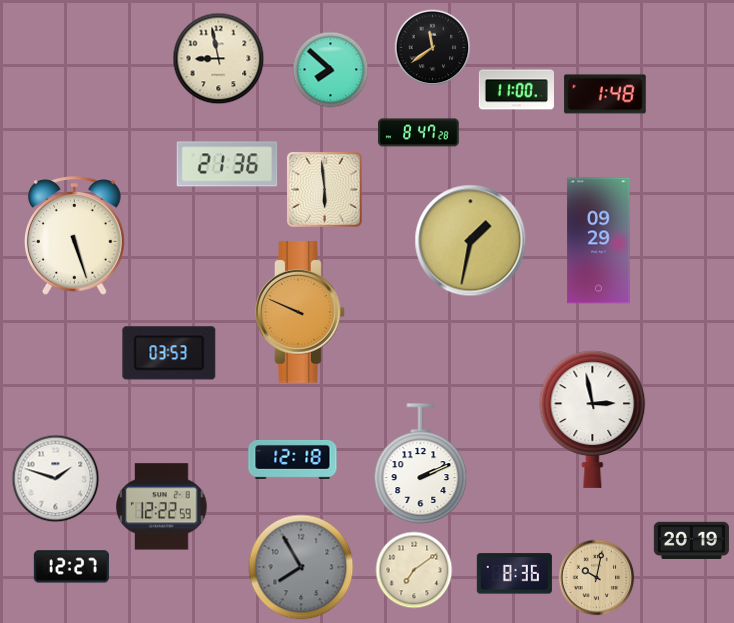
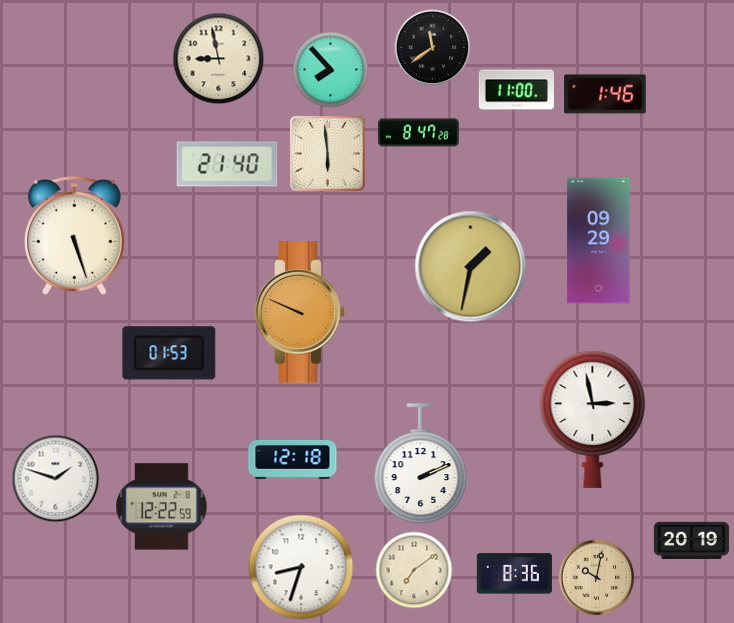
clock at (331, 70): 7:52 -> 7:53
clock at (605, 94): 1:48 -> 1:46
clock at (227, 164): 21:36 -> 21:40
clock at (324, 189) position: (324, 189) -> (327, 153)
clock at (471, 241) position: (471, 241) -> (471, 267)
clock at (169, 353): 03:53 -> 01:53
clock at (71, 567): 12:27 -> none
clock at (301, 567): 7:55 -> 8:33
clock at (301, 567) dial: grey -> white
